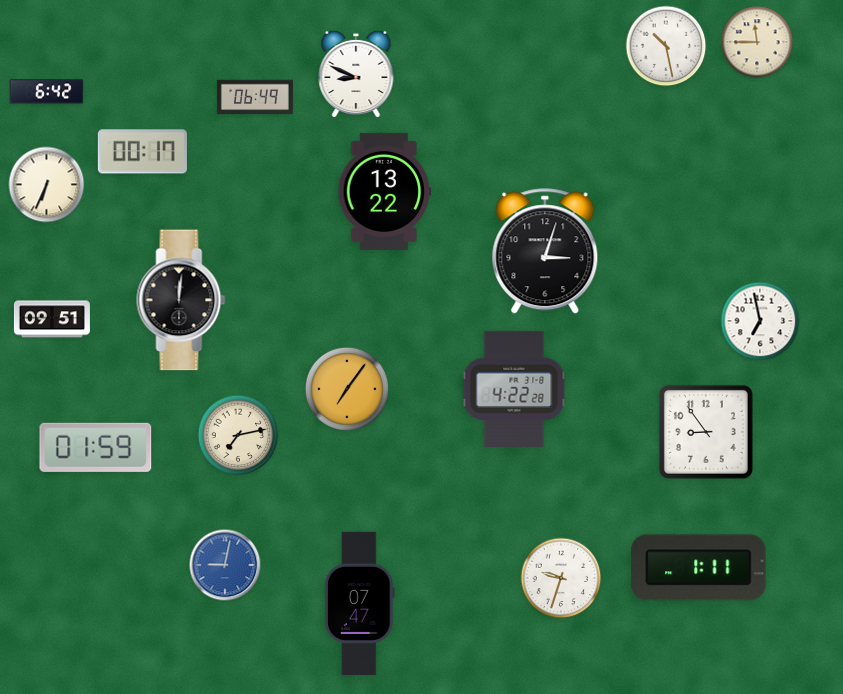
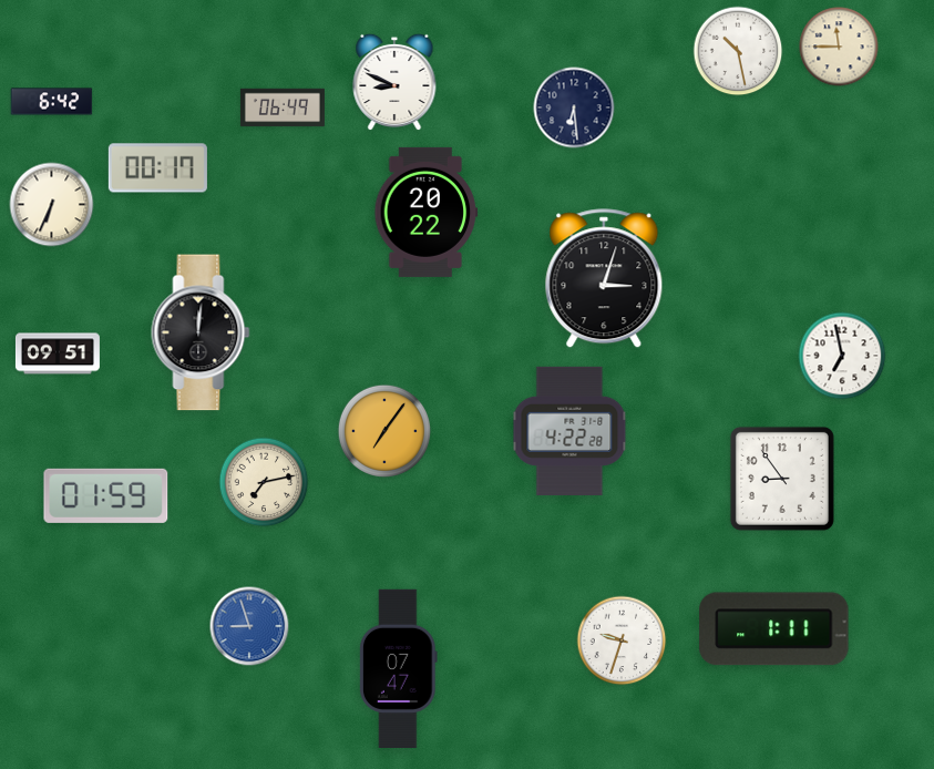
clock at (574, 107): none -> 6:29
clock at (385, 191): 13:22 -> 20:22
clock at (225, 565): 9:02 -> 8:57
